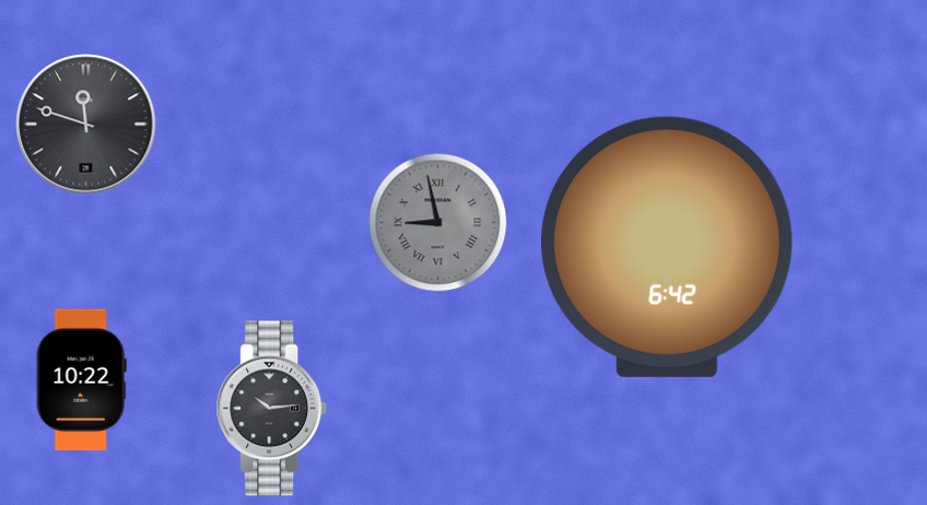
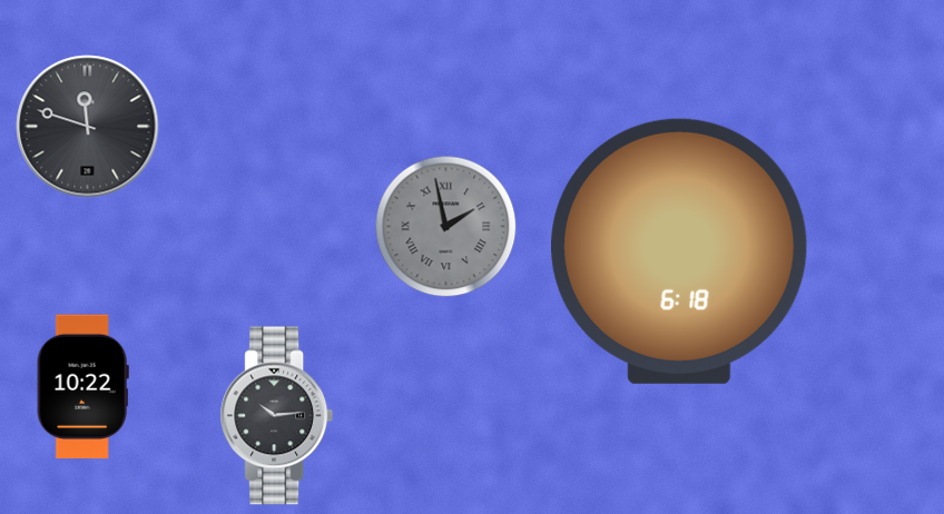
clock at (438, 223): 8:58 -> 1:58
clock at (667, 247): 6:42 -> 6:18
